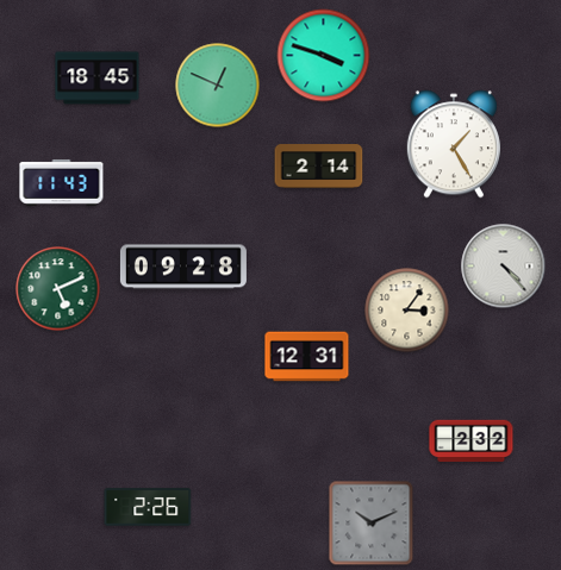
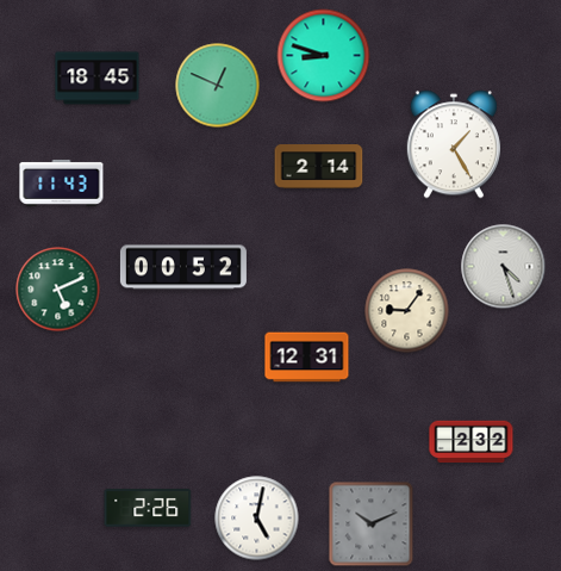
clock at (324, 56): 3:48 -> 8:48
clock at (183, 267): 09:28 -> 00:52
clock at (504, 267): 4:23 -> 4:27
clock at (407, 311): 3:06 -> 9:06
clock at (257, 519): none -> 5:02
